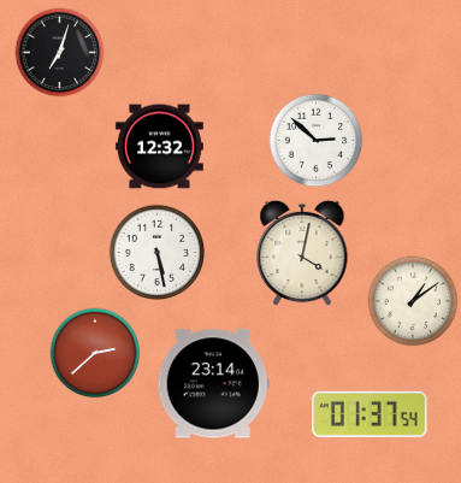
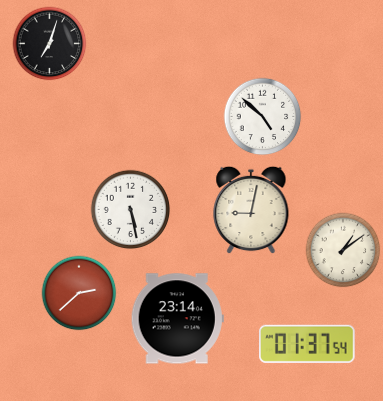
clock at (317, 141): 2:52 -> 4:52
clock at (159, 147): 12:32 -> none
clock at (302, 253): 4:02 -> 9:02
